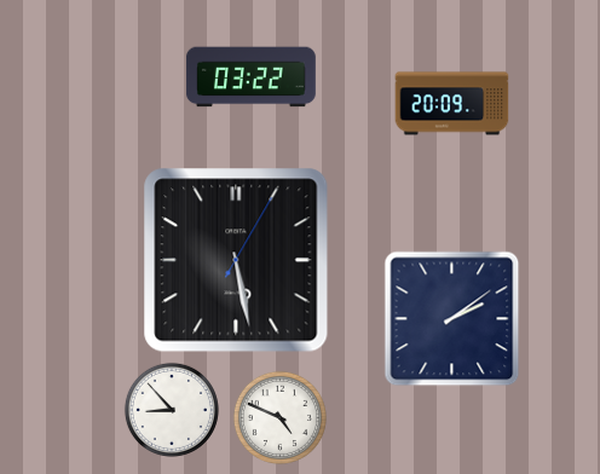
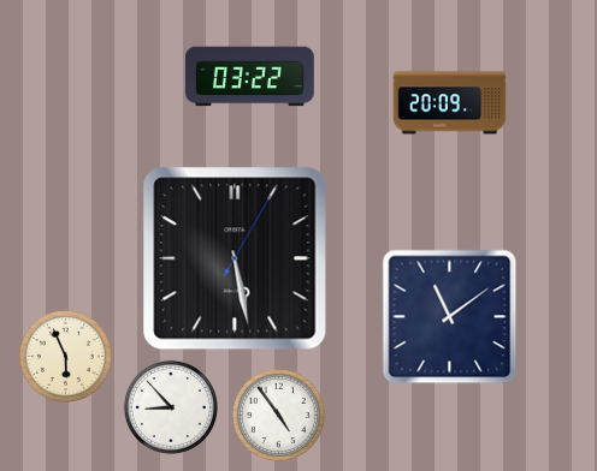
clock at (452, 319): 2:09 -> 11:09
clock at (65, 356): none -> 5:56
clock at (279, 417): 4:49 -> 4:54
